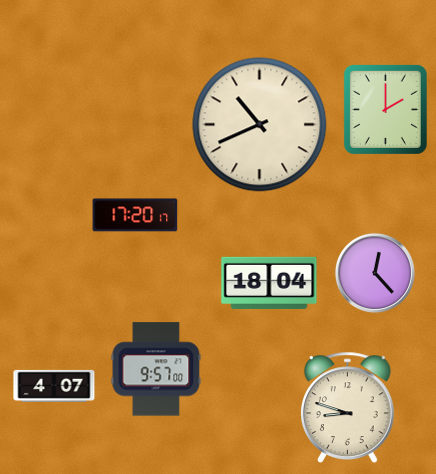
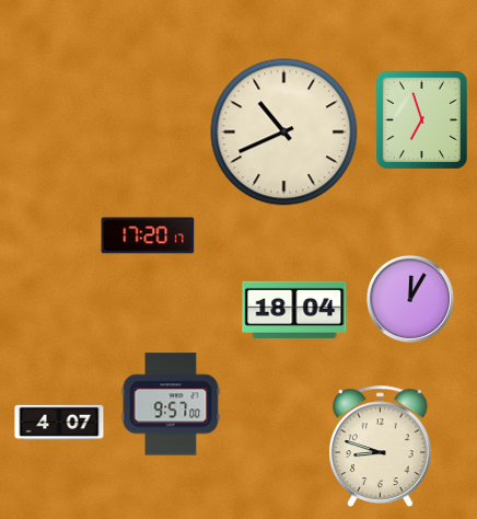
clock at (385, 109): 2:00 -> 6:57
clock at (260, 125) position: (260, 125) -> (284, 132)
clock at (375, 273): 12:23 -> 12:05
